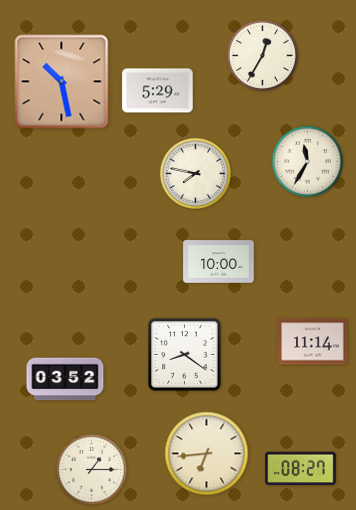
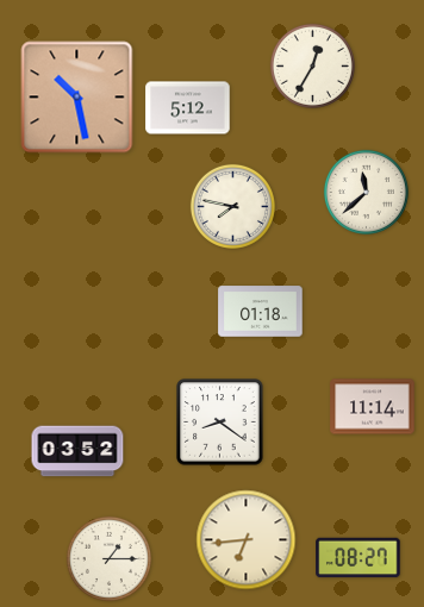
clock at (62, 82) position: (62, 82) -> (77, 98)
clock at (158, 91): 5:29 -> 5:12
clock at (307, 161): 11:35 -> 11:38
clock at (219, 262): 10:00 -> 01:18
